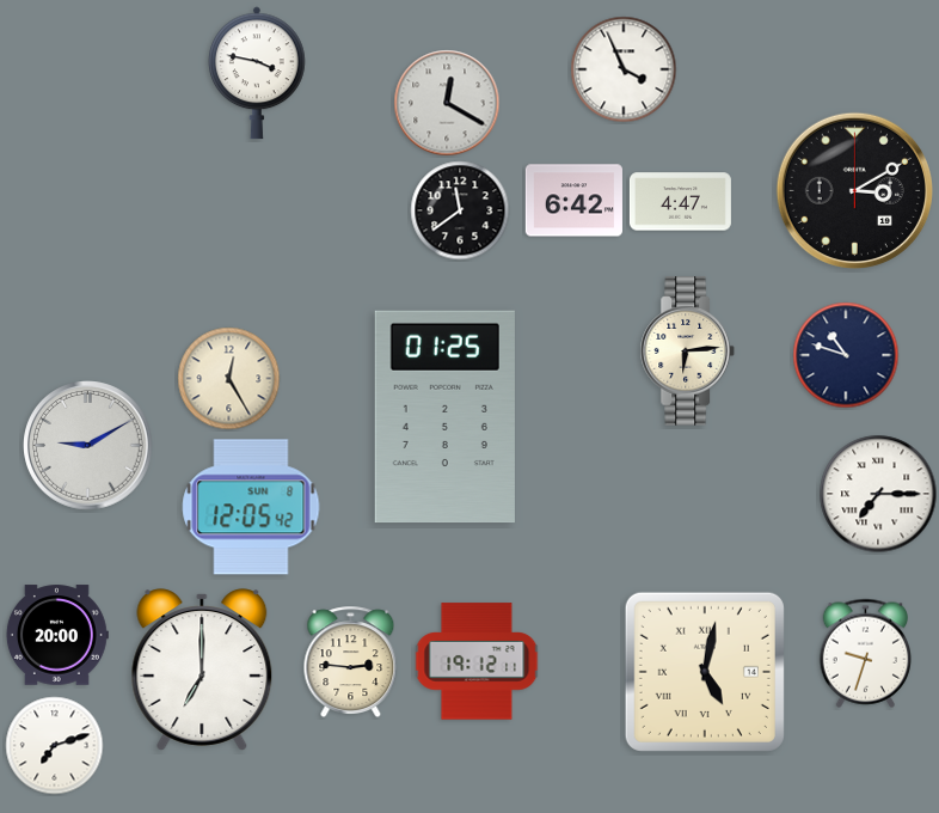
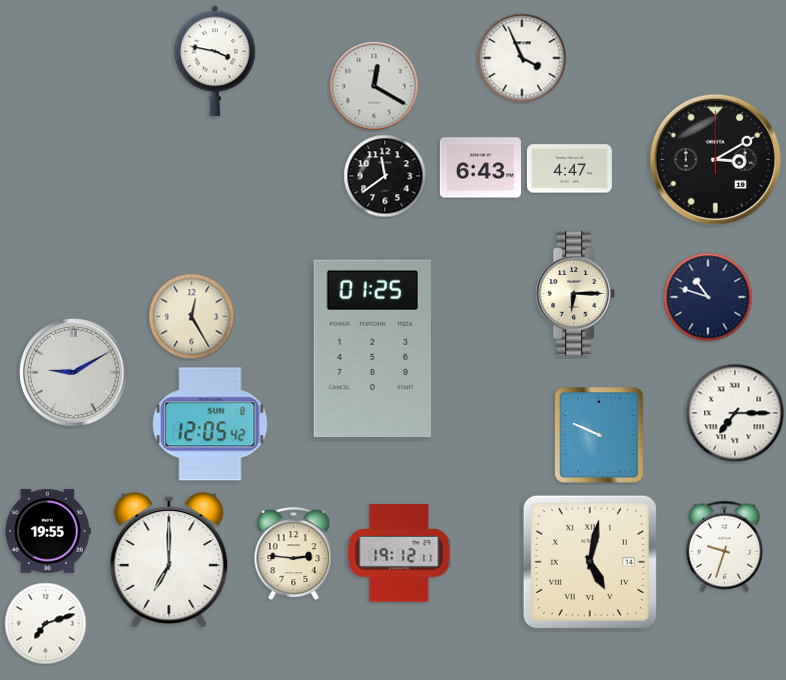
clock at (573, 201): 6:42 -> 6:43
clock at (688, 352): 6:14 -> 6:15
clock at (599, 435): none -> 9:49
clock at (57, 635): 20:00 -> 19:55
